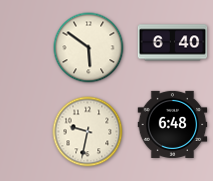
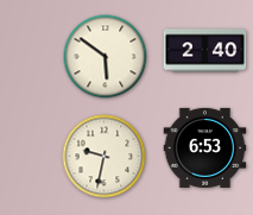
clock at (173, 43): 6:40 -> 2:40
clock at (173, 124): 6:48 -> 6:53
